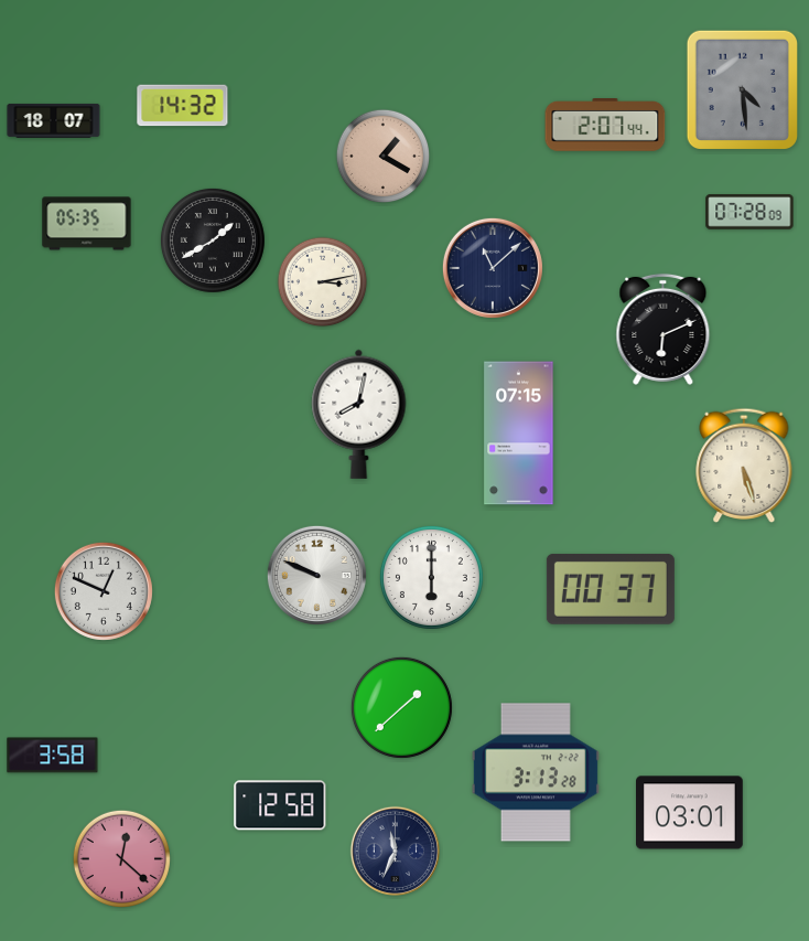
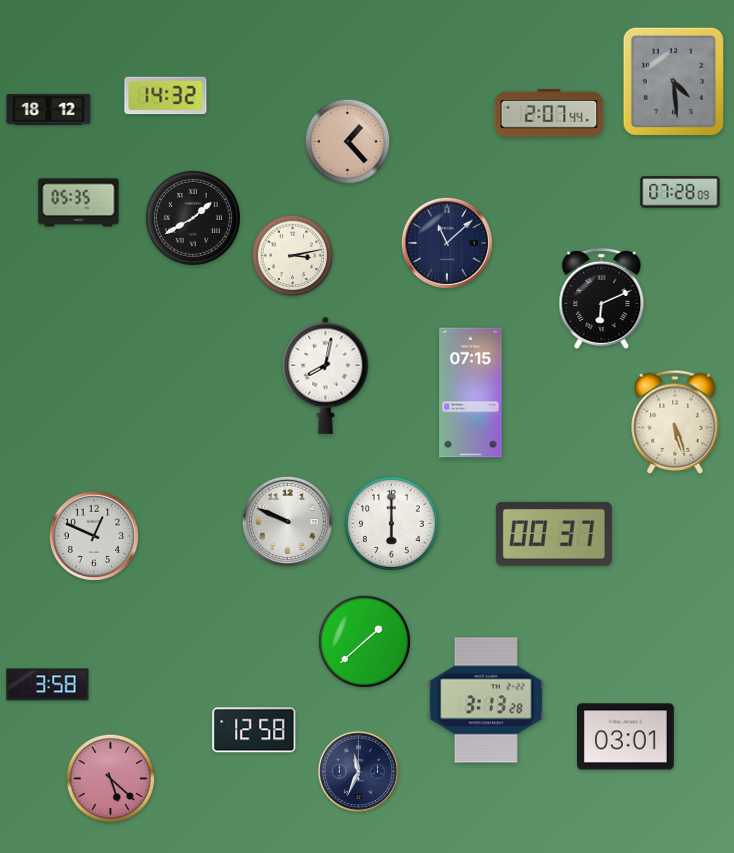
clock at (54, 120): 18:07 -> 18:12
clock at (384, 157): 1:20 -> 1:23
clock at (121, 858): 12:22 -> 5:22
